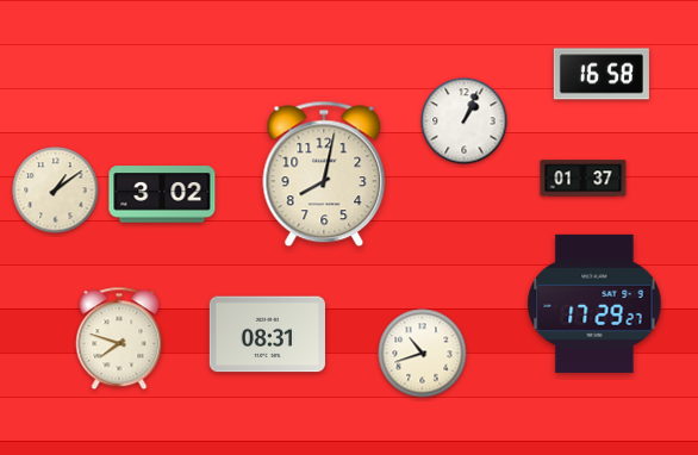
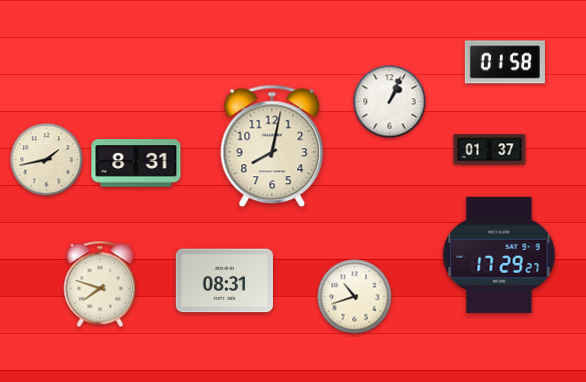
clock at (602, 74): 16:58 -> 01:58
clock at (56, 191): 1:09 -> 1:43
clock at (162, 194): 3:02 -> 8:31
